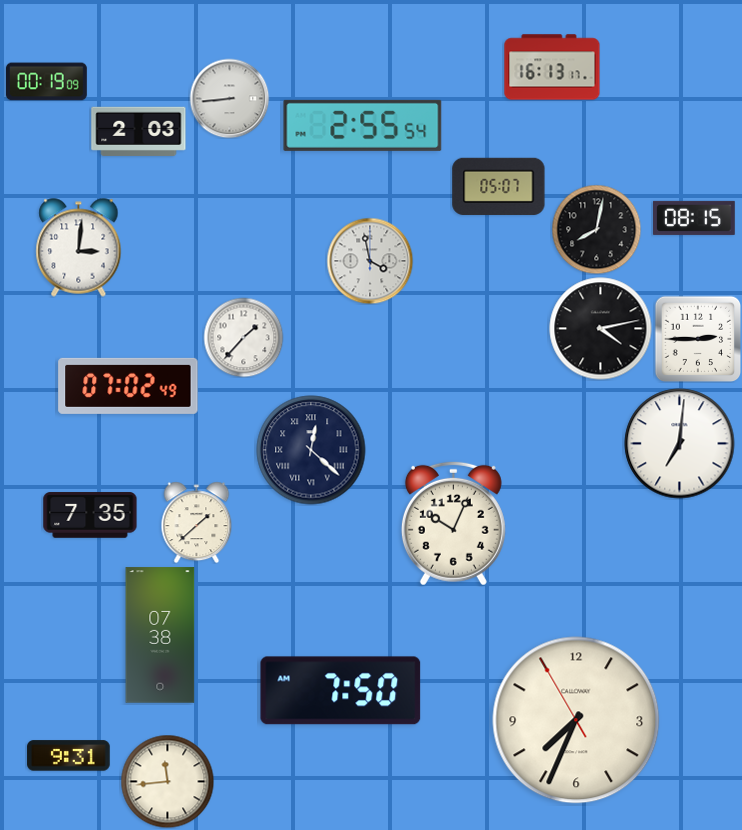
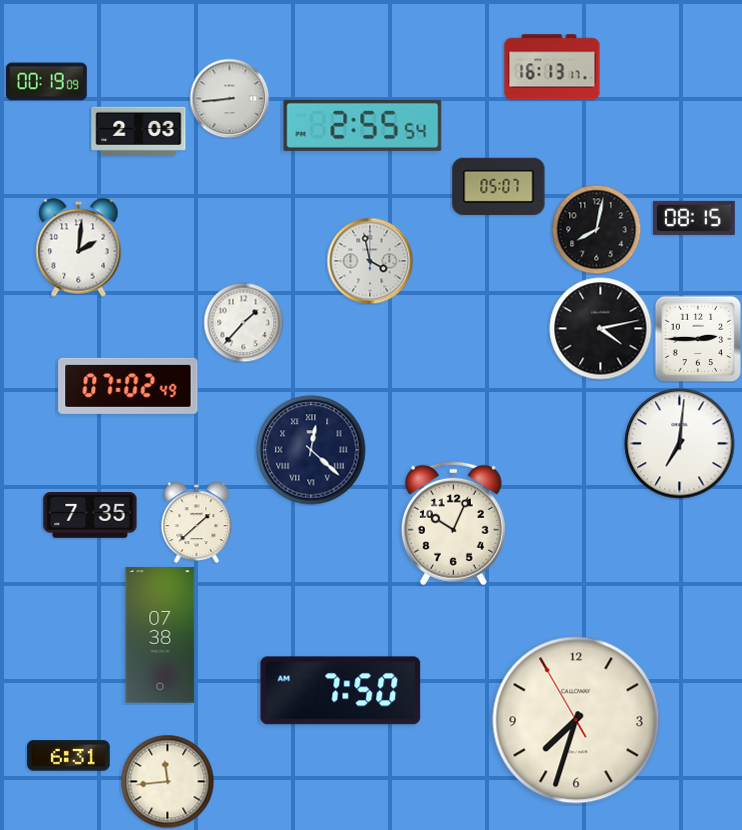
clock at (79, 248): 3:01 -> 2:01
clock at (243, 337) position: (243, 337) -> (243, 322)
clock at (576, 720): 7:33 -> 7:32
clock at (69, 756): 9:31 -> 6:31
